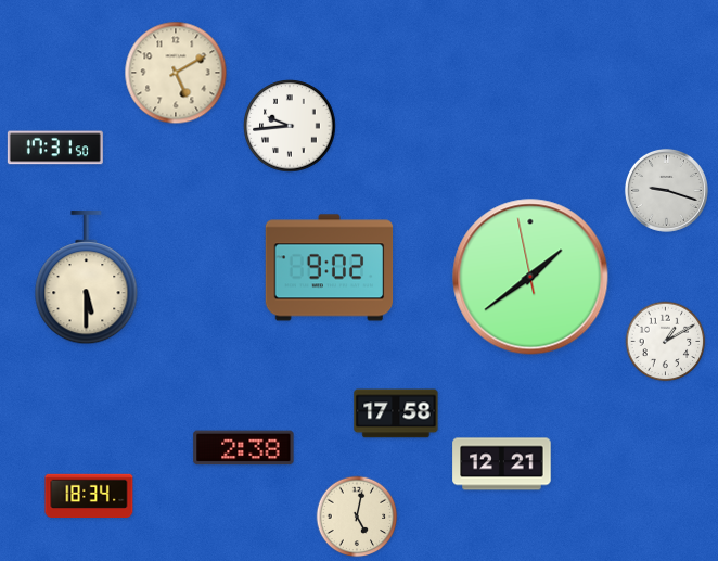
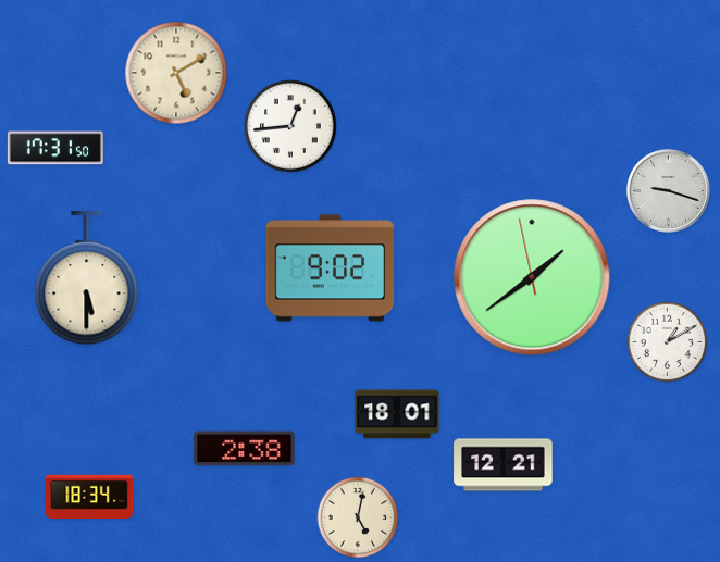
clock at (290, 126): 9:44 -> 12:44
clock at (396, 413): 17:58 -> 18:01
